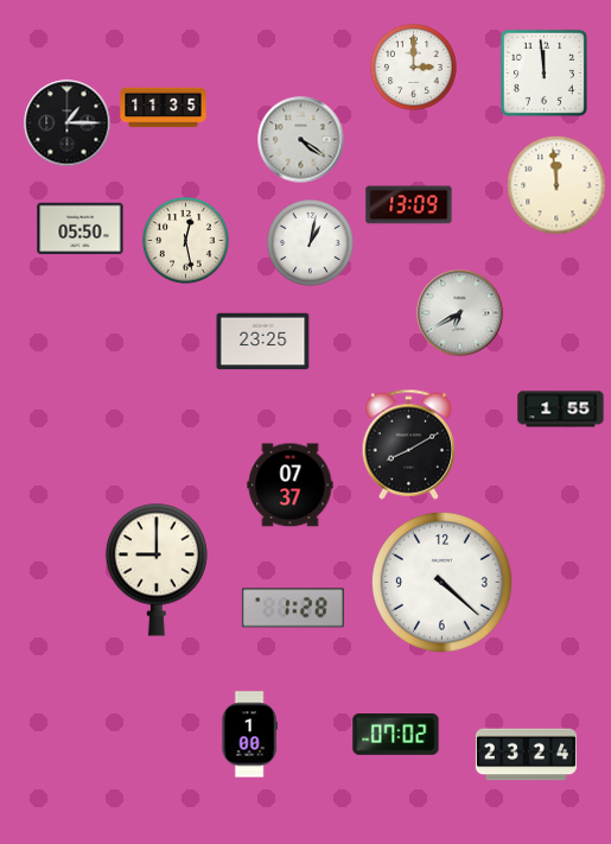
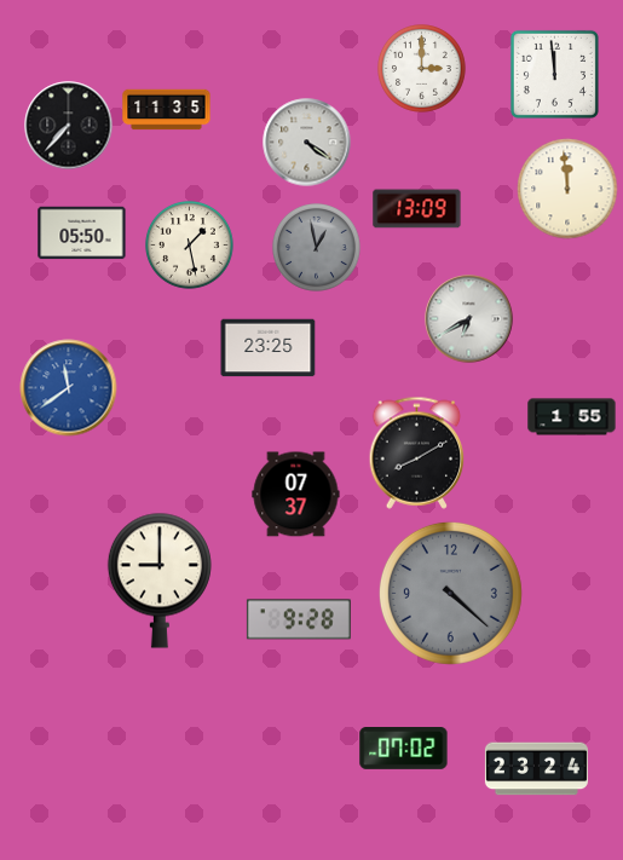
clock at (68, 123): 1:15 -> 7:37
clock at (186, 241): 12:28 -> 1:28
clock at (311, 243): 1:02 -> 12:58
clock at (311, 243) dial: white -> grey
clock at (69, 388): none -> 11:39
clock at (441, 582) dial: white -> grey
clock at (293, 608): 1:28 -> 9:28
clock at (249, 735): 1:00 -> none
